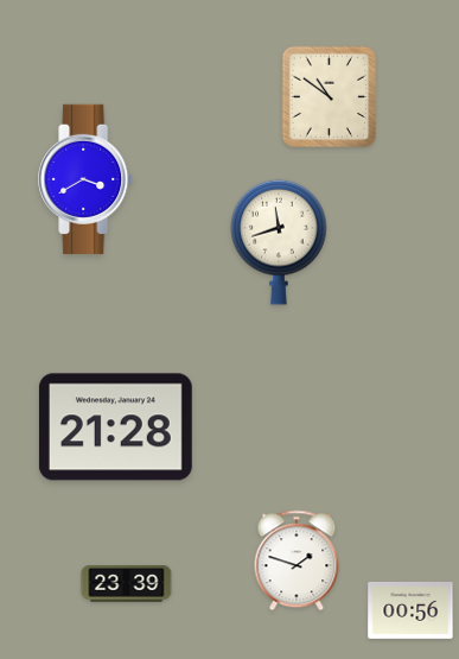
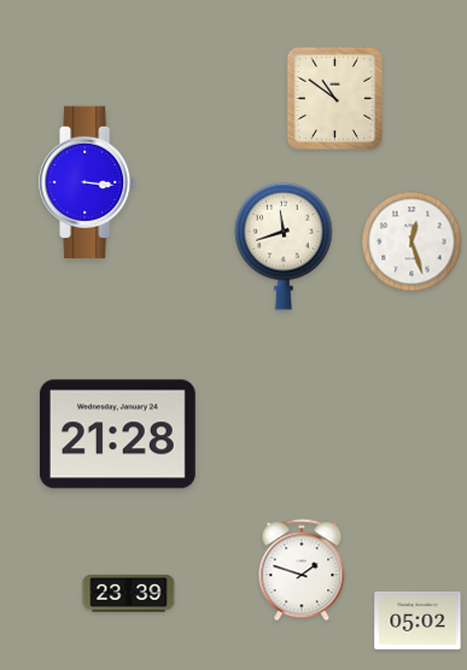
clock at (87, 179): 3:40 -> 3:16
clock at (411, 241): none -> 12:27
clock at (410, 610): 00:56 -> 05:02
